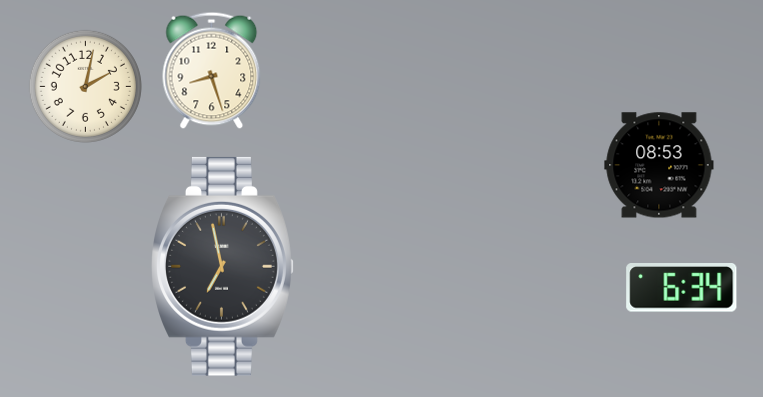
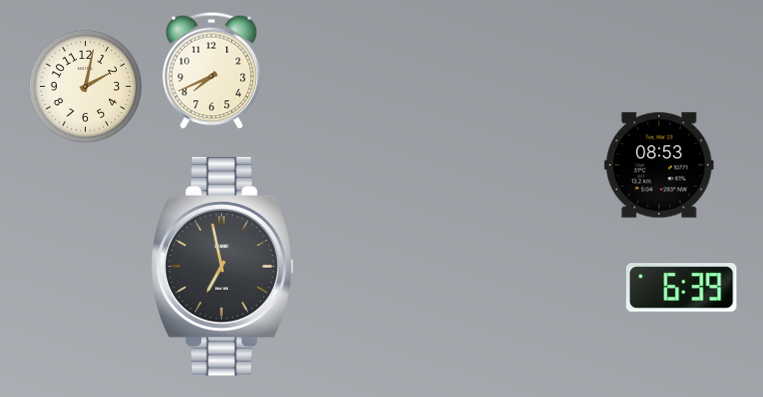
clock at (212, 70): 8:27 -> 7:41
clock at (682, 288): 6:34 -> 6:39
